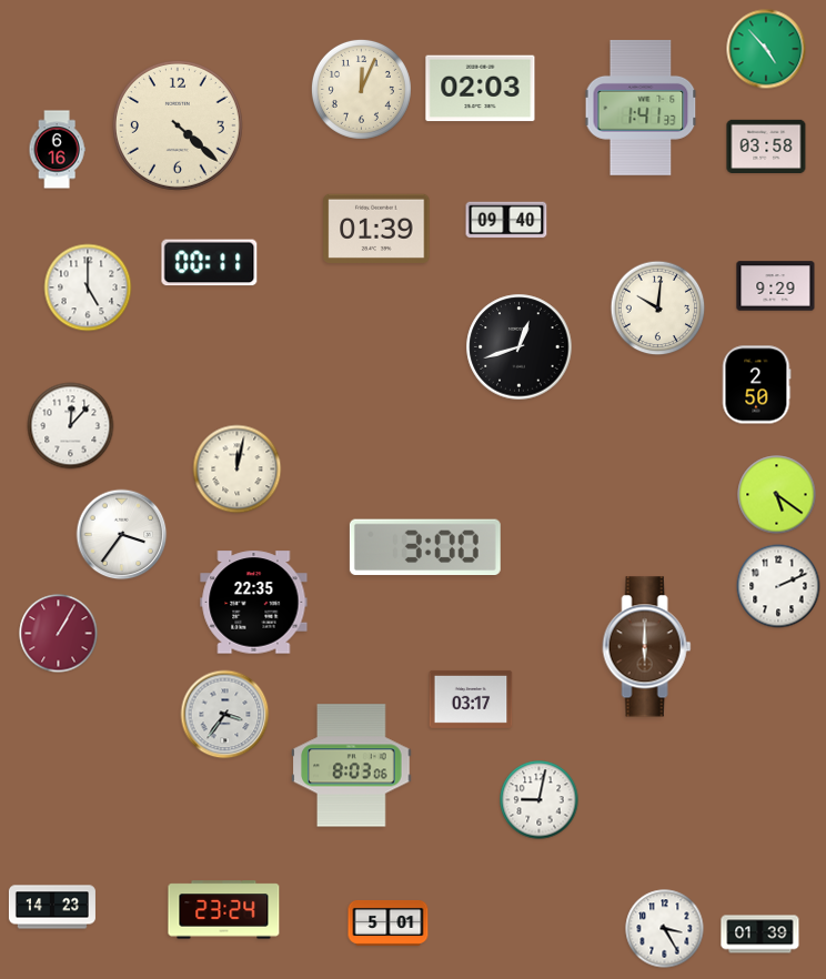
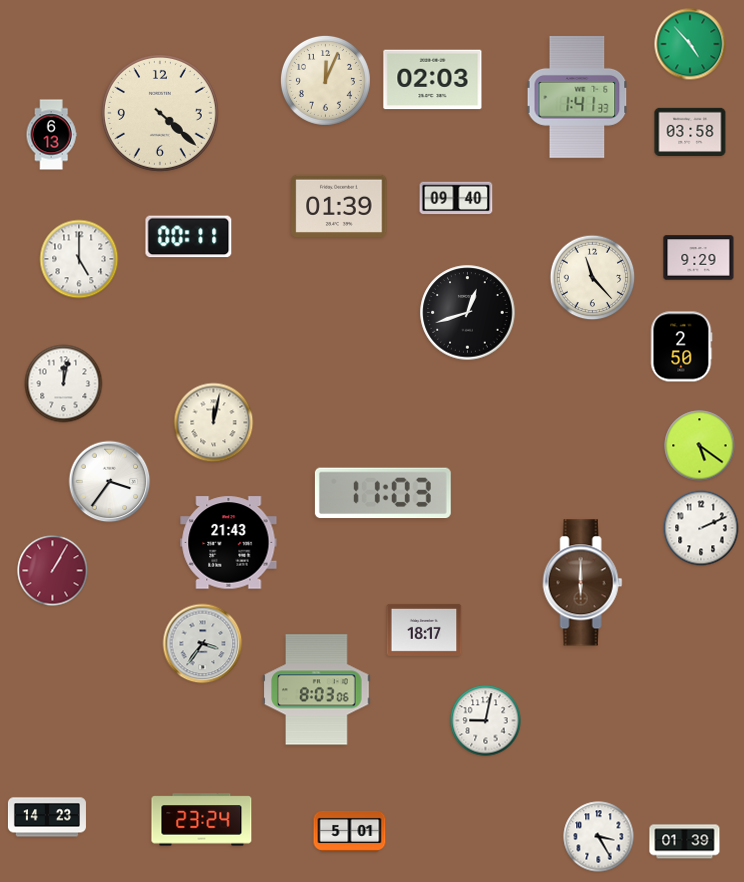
clock at (57, 150): 6:16 -> 6:13
clock at (658, 309): 10:01 -> 11:23
clock at (71, 426): 12:07 -> 12:02
clock at (425, 547): 3:00 -> 11:03
clock at (254, 603): 22:35 -> 21:43
clock at (471, 699): 03:17 -> 18:17
